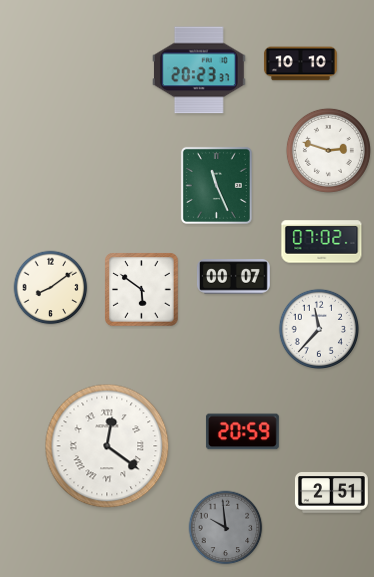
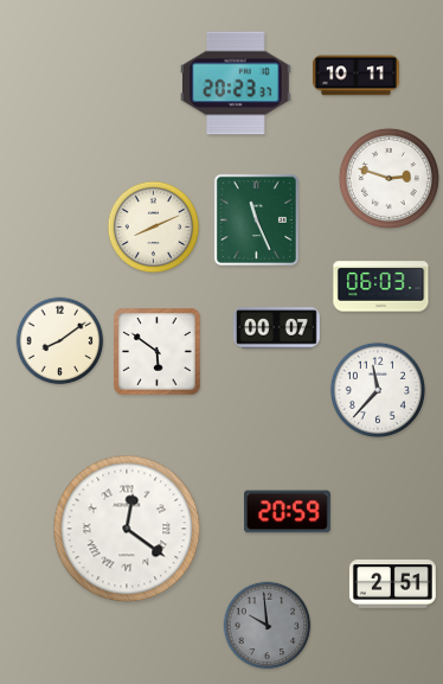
clock at (300, 64): 10:10 -> 10:11
clock at (154, 228): none -> 8:11
clock at (322, 242): 07:02 -> 06:03
clock at (142, 290) position: (142, 290) -> (158, 352)
